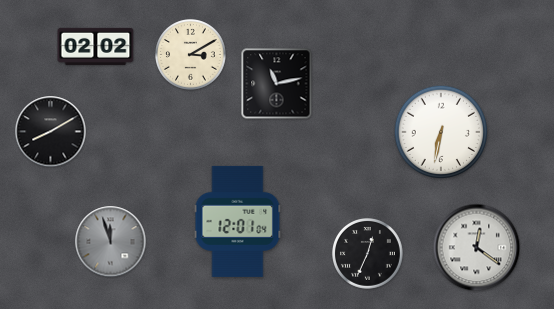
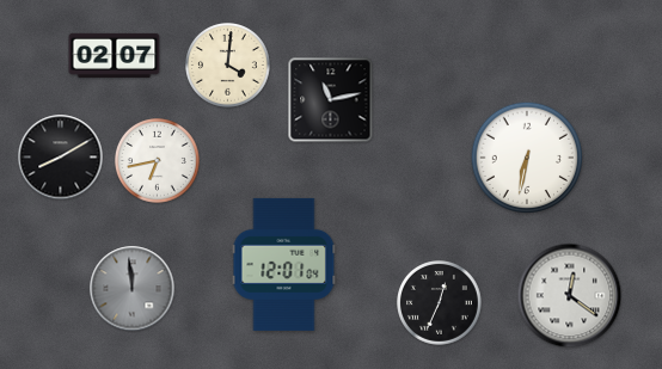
clock at (96, 46): 02:02 -> 02:07
clock at (191, 55): 3:10 -> 4:01
clock at (158, 161): none -> 6:43
clock at (111, 242): 11:57 -> 11:59
